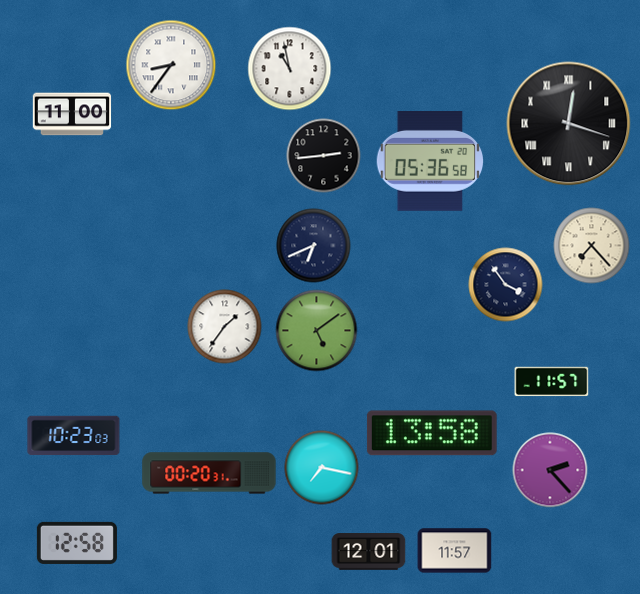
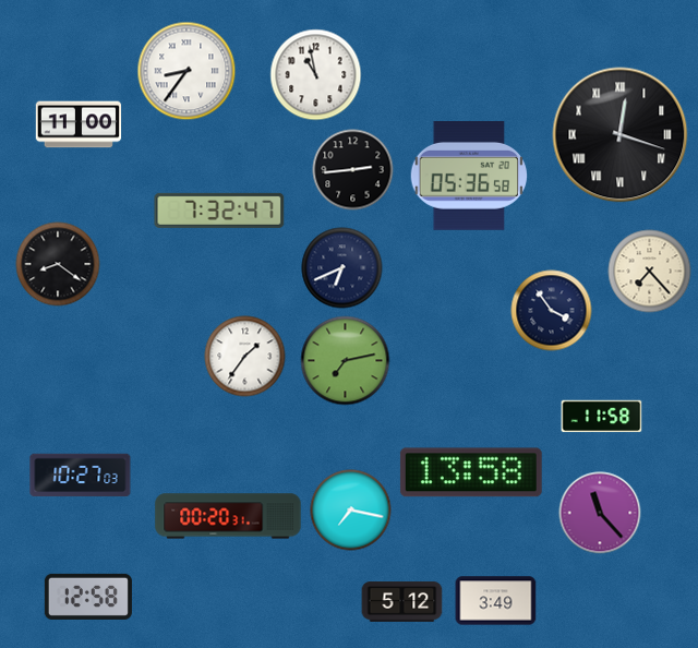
clock at (219, 211): none -> 7:32
clock at (58, 264): none -> 8:21
clock at (592, 246) position: (592, 246) -> (650, 272)
clock at (317, 331): 5:09 -> 7:13
clock at (552, 382): 11:57 -> 11:58
clock at (74, 436): 10:23 -> 10:27
clock at (550, 470): 2:23 -> 11:23
clock at (77, 543) position: (77, 543) -> (88, 597)
clock at (455, 551): 11:57 -> 3:49
clock at (369, 552): 12:01 -> 5:12
